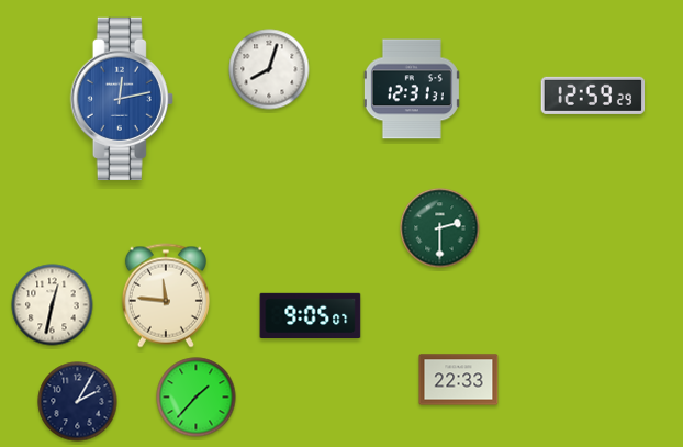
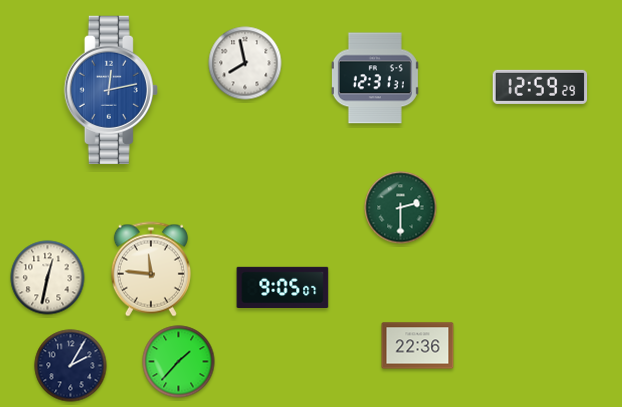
clock at (269, 69): 8:03 -> 7:58
clock at (412, 89) position: (412, 89) -> (375, 78)
clock at (459, 380): 22:33 -> 22:36
